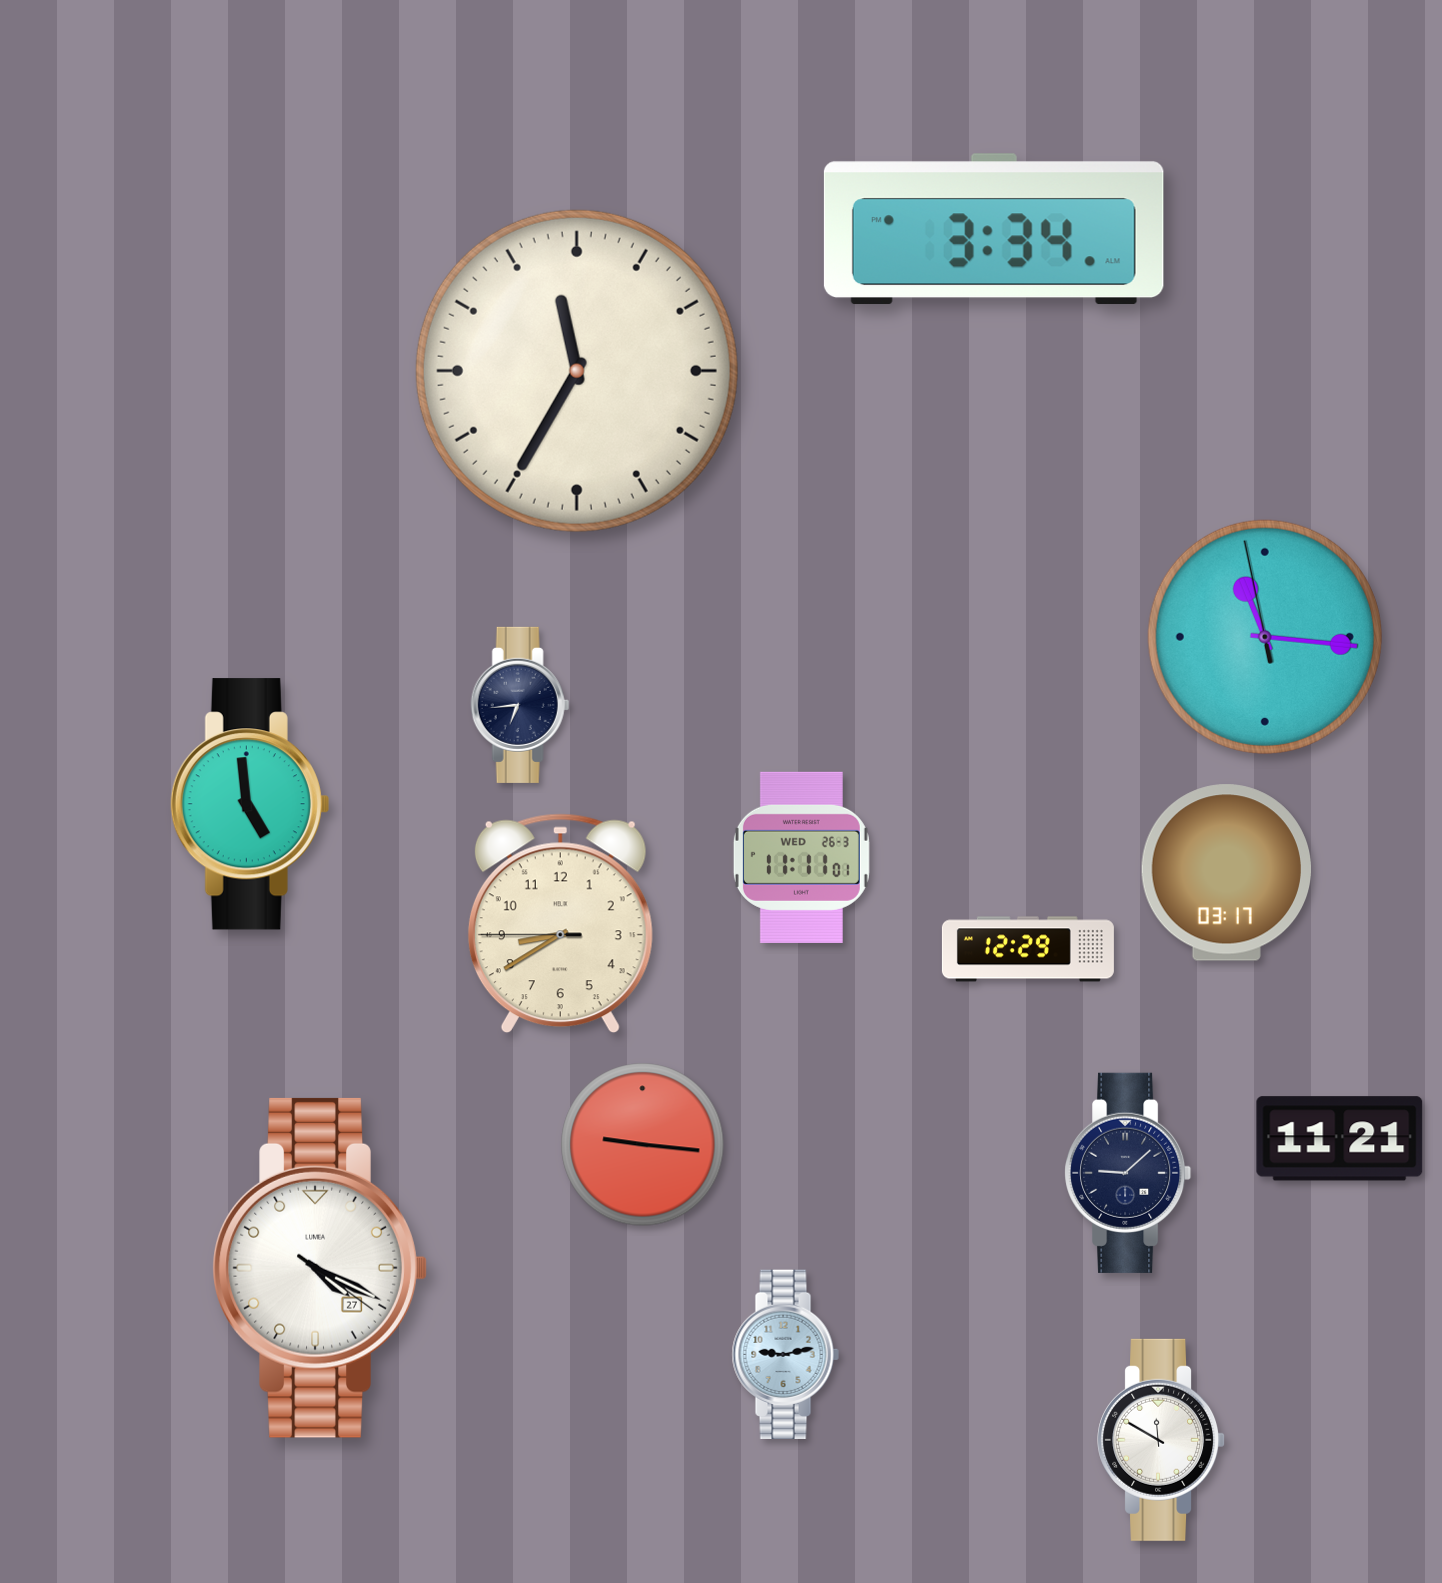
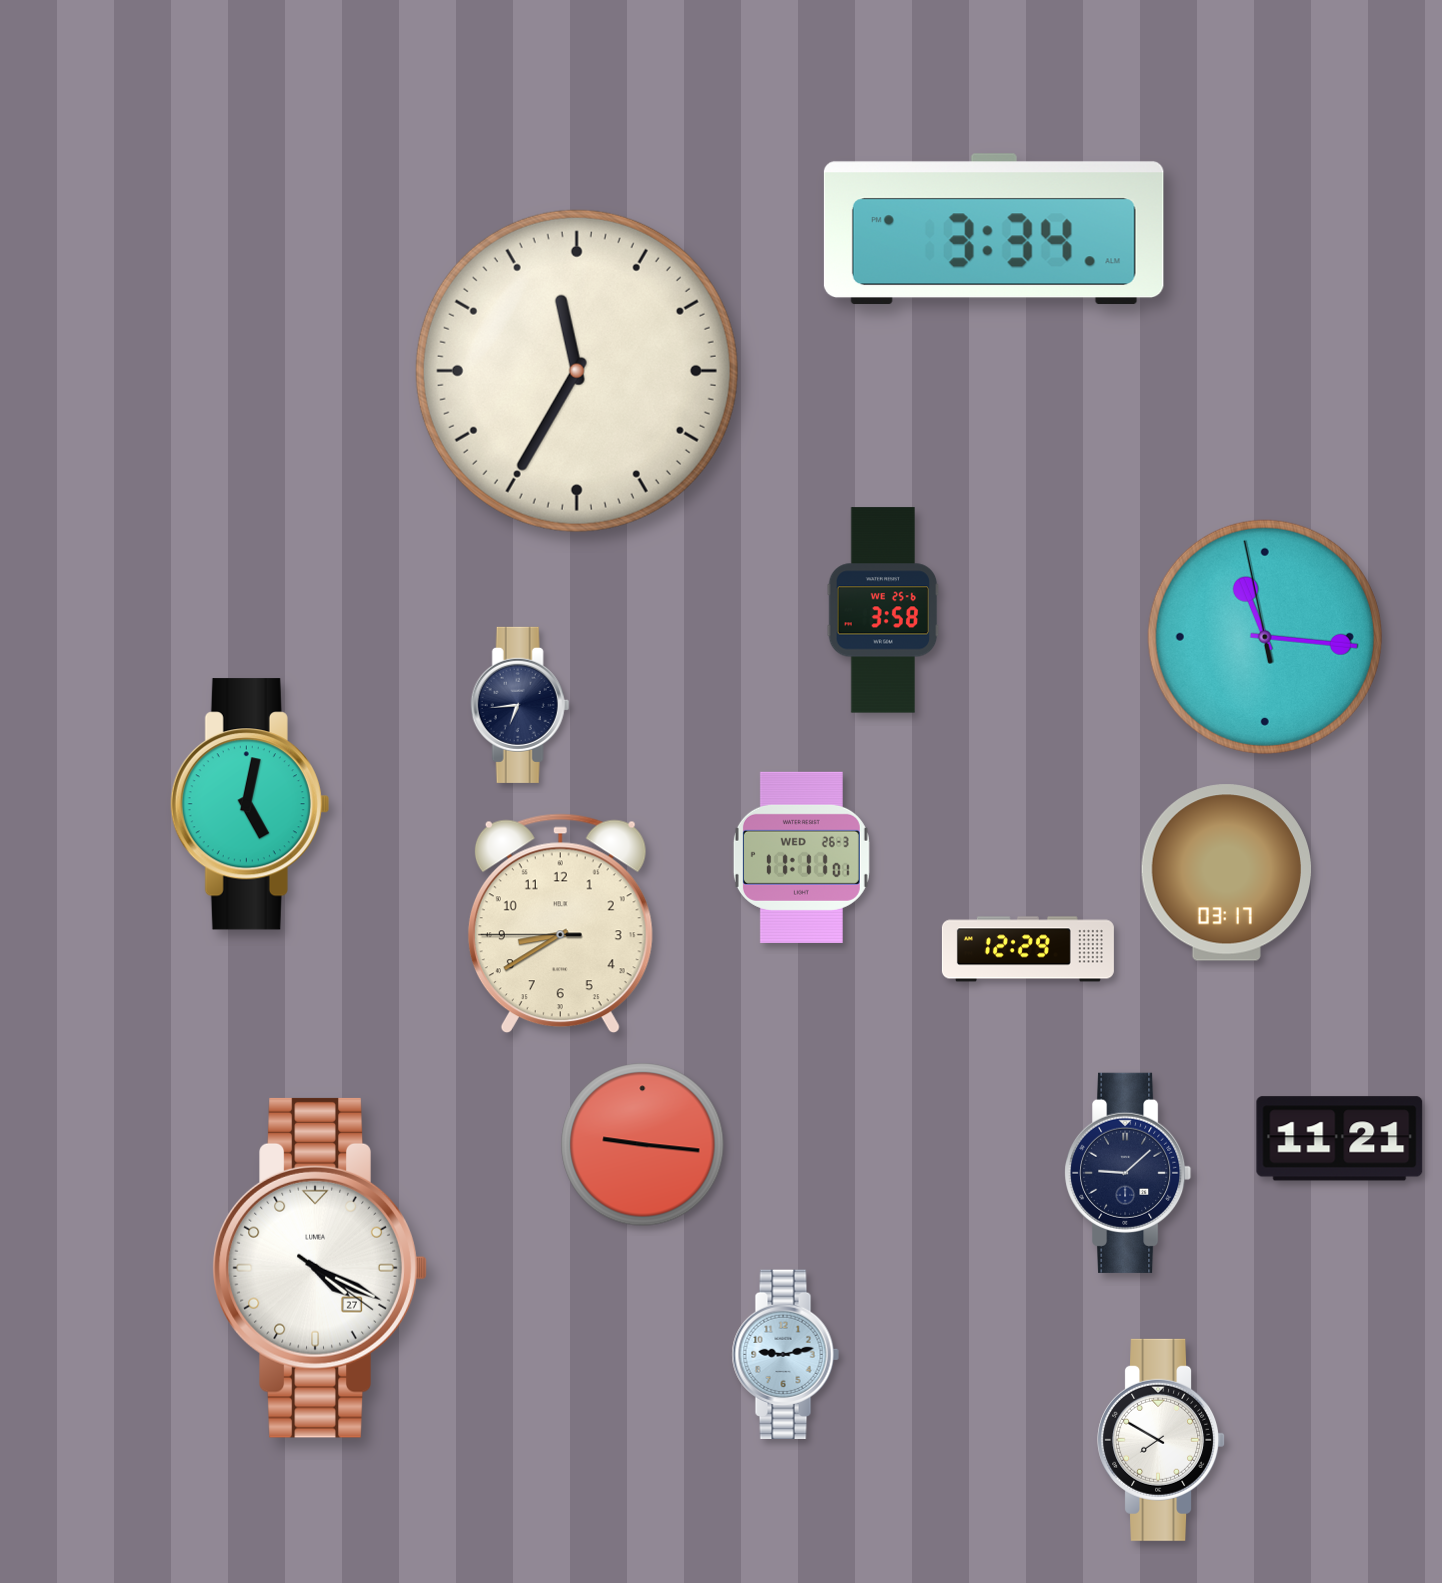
clock at (883, 610): none -> 3:58
clock at (250, 804): 4:59 -> 5:02
clock at (1162, 1440): 11:50 -> 7:50
